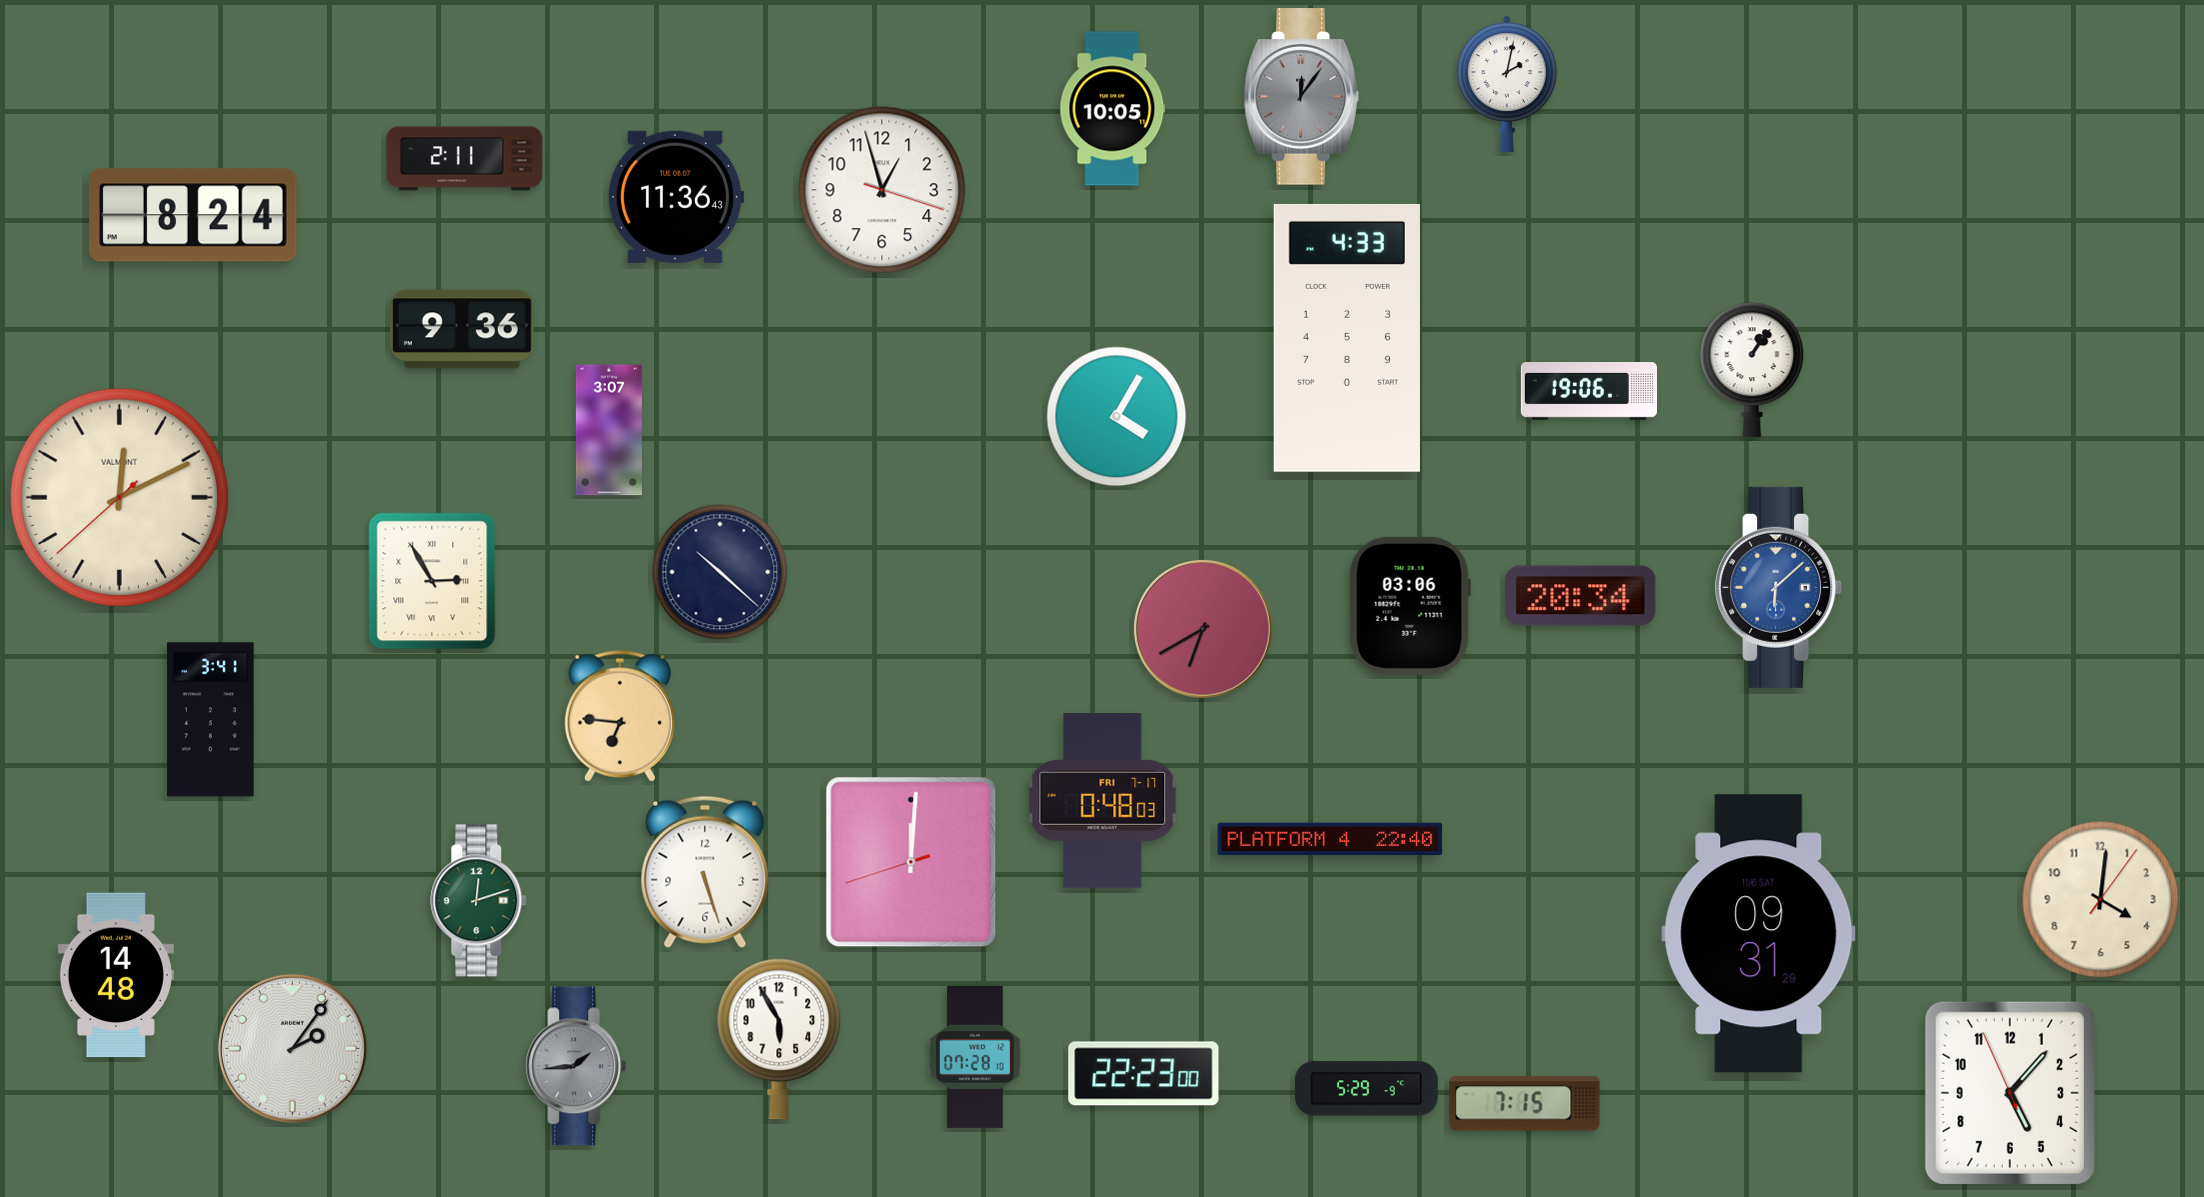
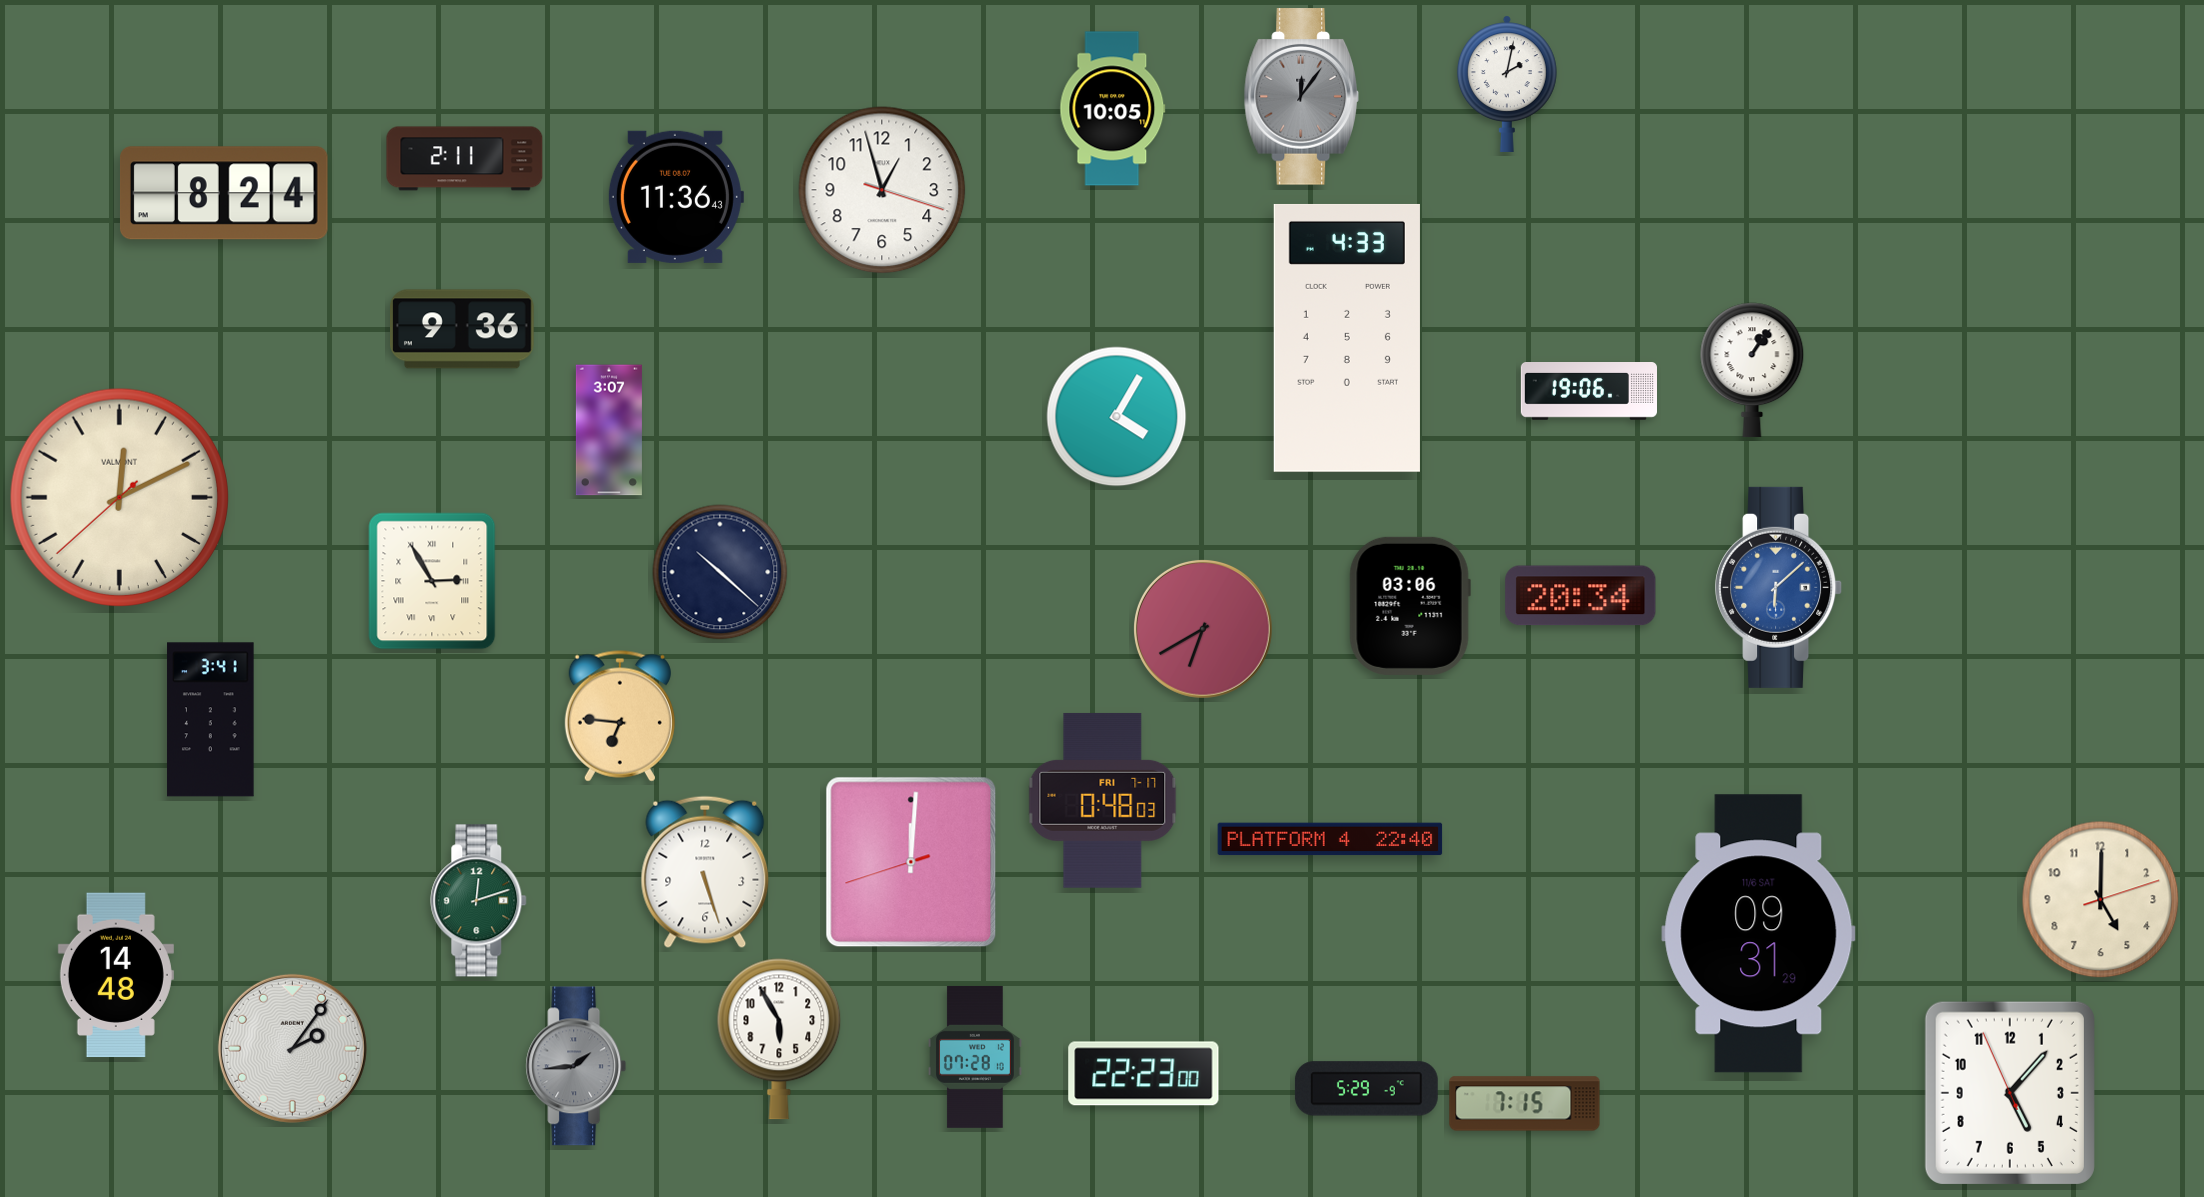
clock at (193, 215) position: (193, 215) -> (224, 193)
clock at (2101, 900): 4:01 -> 5:00
